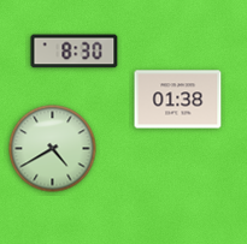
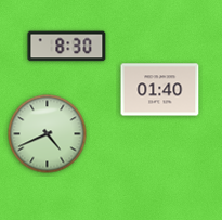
clock at (178, 100): 01:38 -> 01:40
clock at (53, 149): 4:40 -> 4:41
